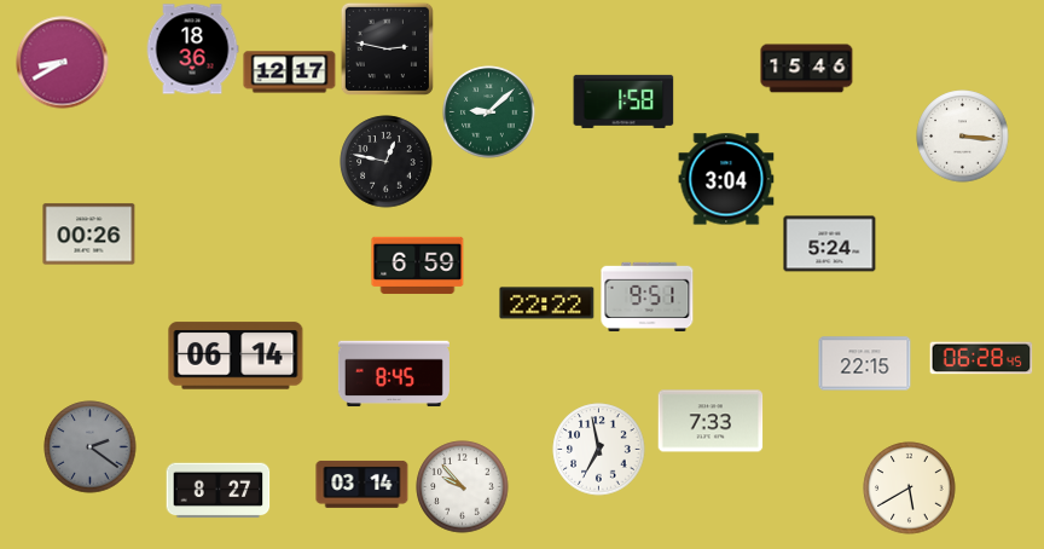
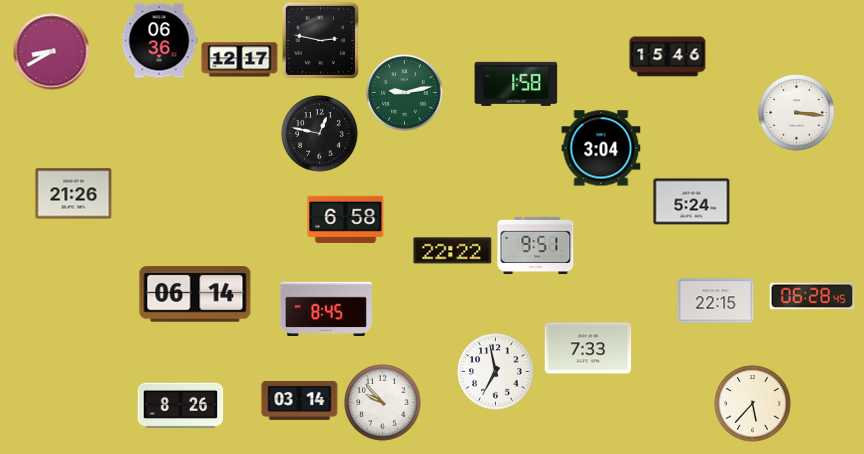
clock at (192, 50): 18:36 -> 06:36
clock at (489, 112): 9:08 -> 9:13
clock at (89, 235): 00:26 -> 21:26
clock at (830, 244) position: (830, 244) -> (692, 202)
clock at (418, 265): 6:59 -> 6:58
clock at (91, 447): 2:21 -> none
clock at (910, 489): 5:40 -> 5:37
clock at (219, 491): 8:27 -> 8:26
